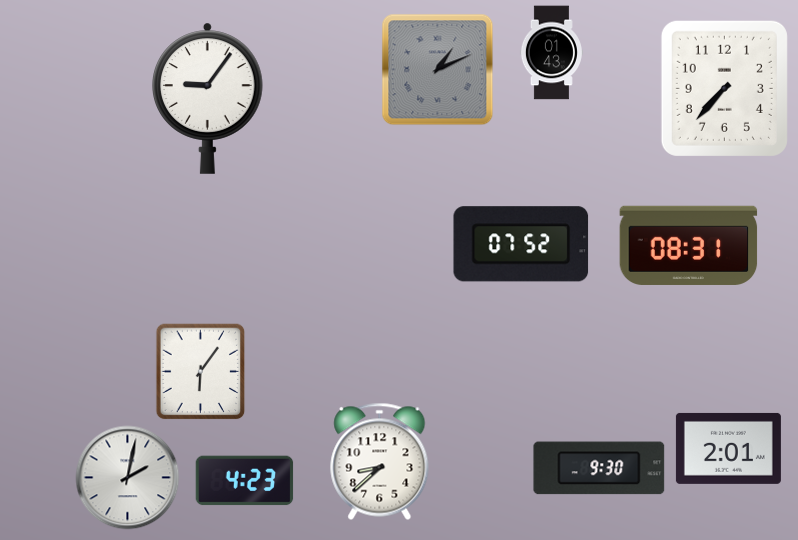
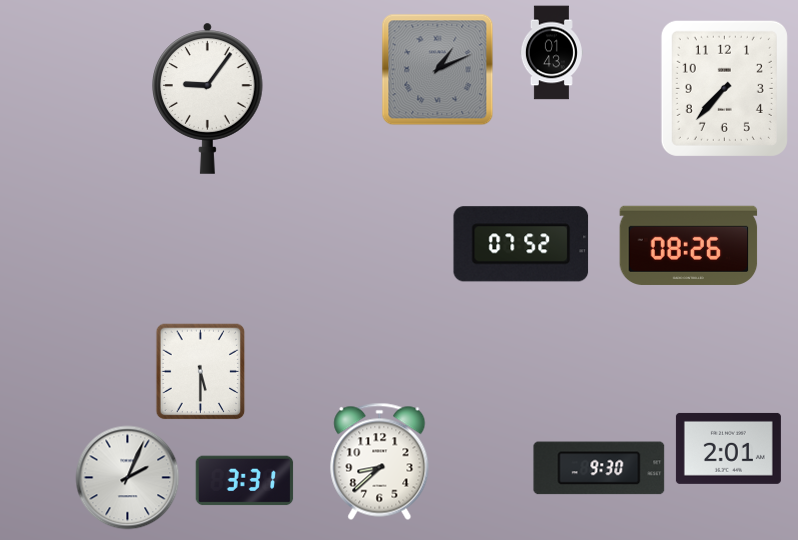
clock at (689, 245): 08:31 -> 08:26
clock at (201, 371): 6:06 -> 5:30
clock at (128, 478): 2:02 -> 2:04
clock at (245, 481): 4:23 -> 3:31
